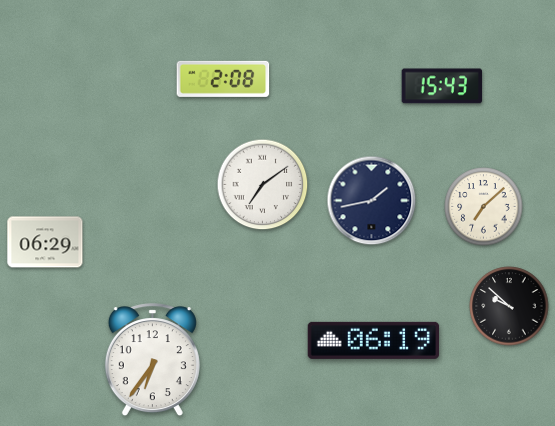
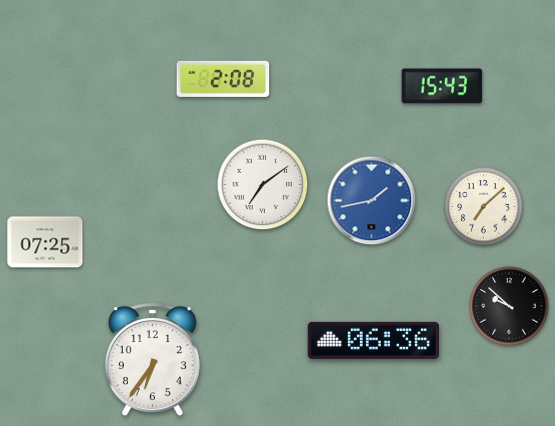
clock at (372, 201) dial: navy -> blue
clock at (45, 242): 06:29 -> 07:25
clock at (374, 340): 06:19 -> 06:36
